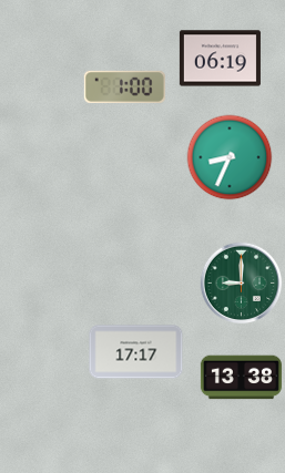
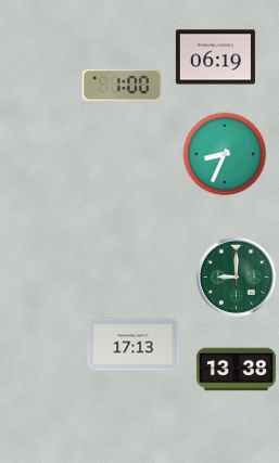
clock at (136, 352): 17:17 -> 17:13
